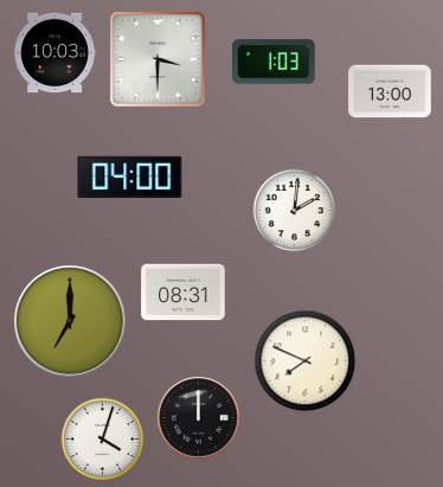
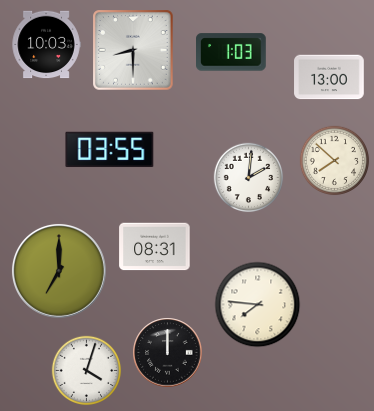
clock at (158, 59): 3:30 -> 8:30
clock at (130, 178): 04:00 -> 03:55
clock at (335, 161): none -> 7:52
clock at (306, 361): 7:49 -> 7:46
